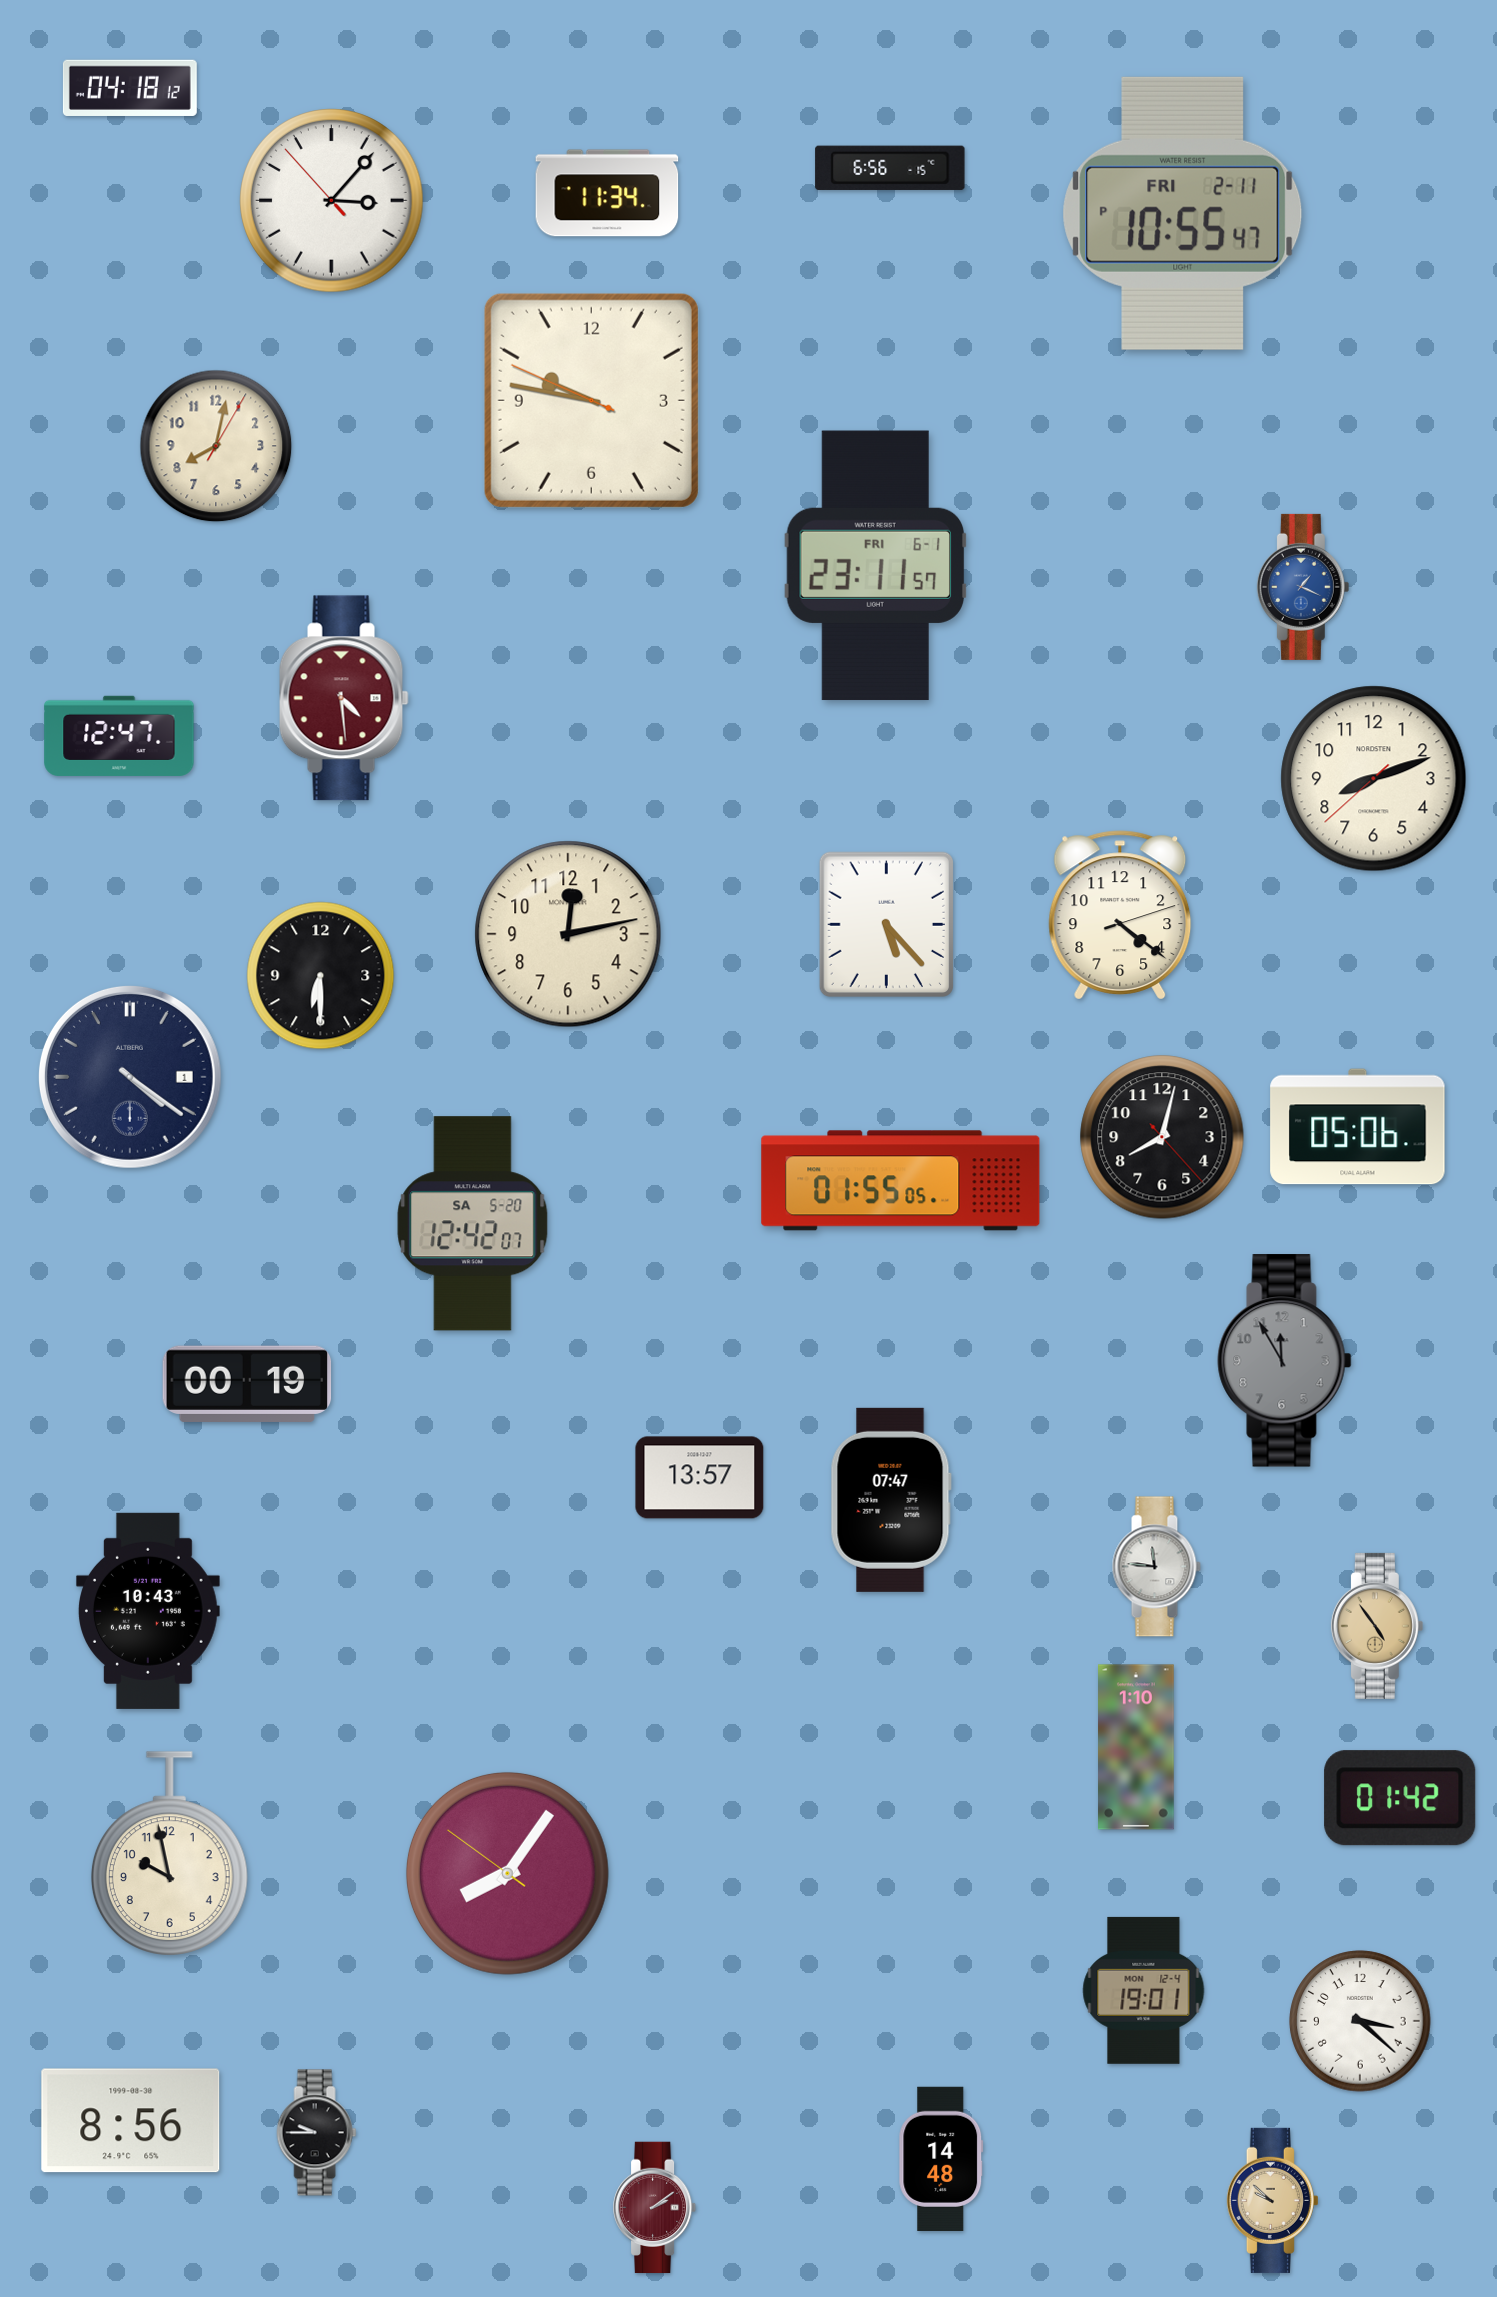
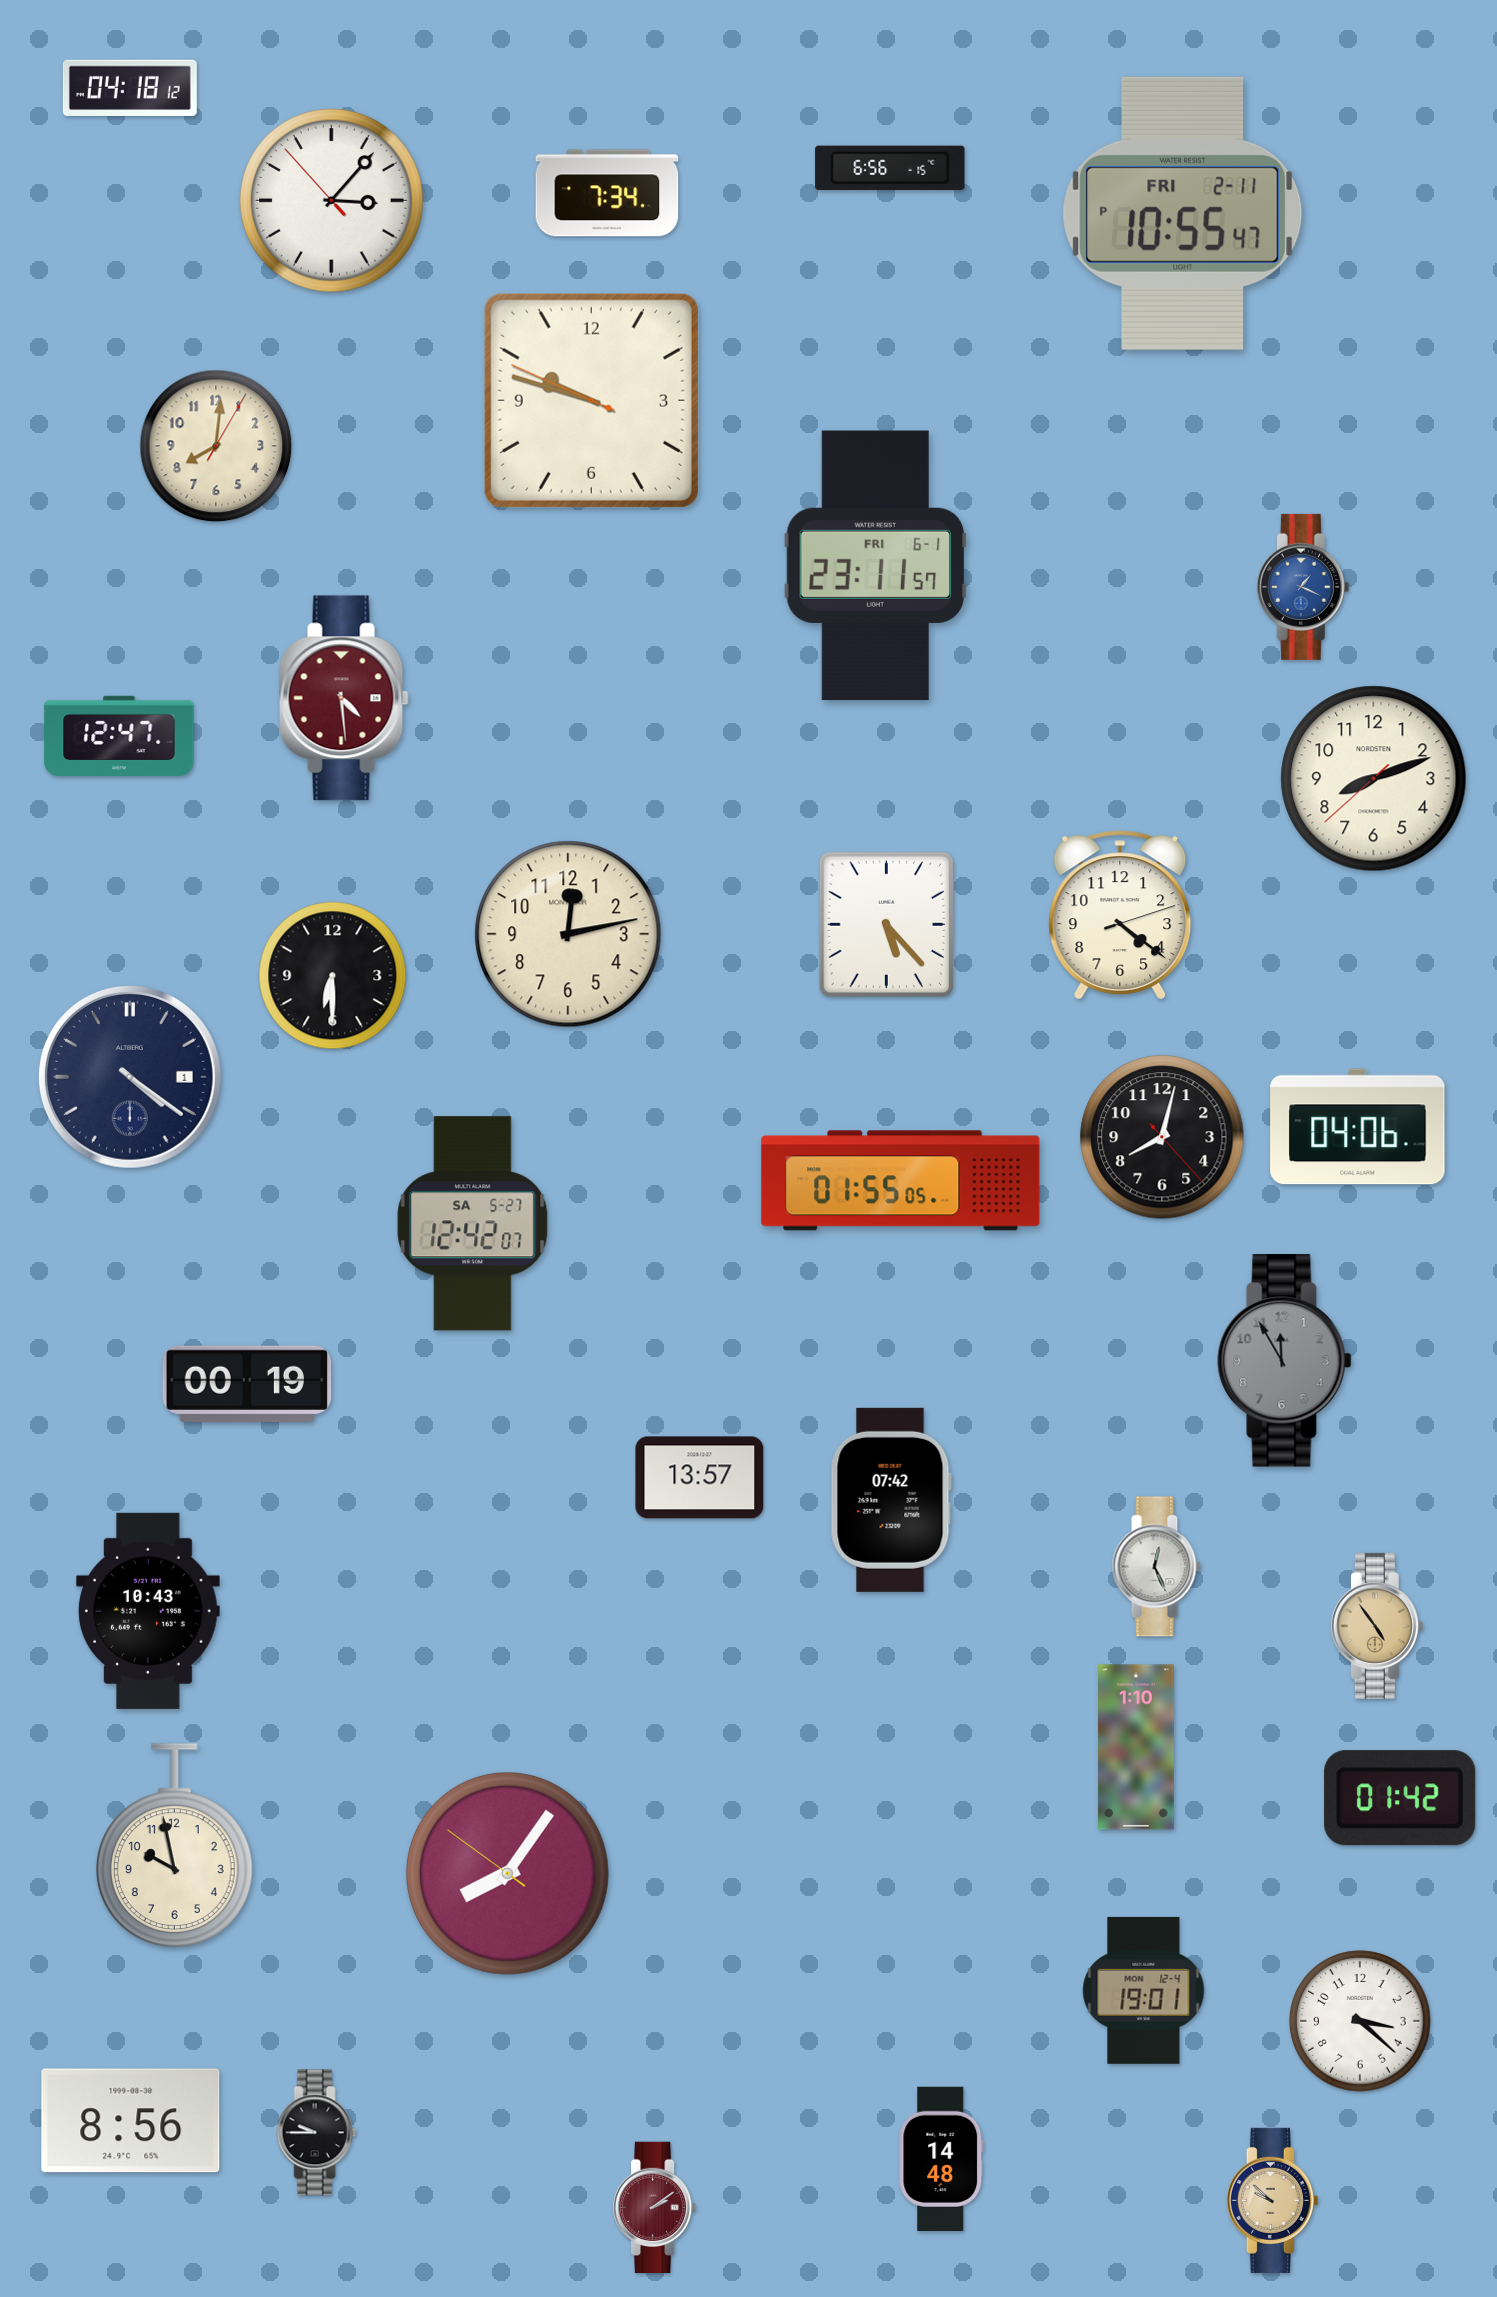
clock at (607, 193): 11:34 -> 7:34
clock at (591, 400): 9:46 -> 9:47
clock at (216, 446): 8:02 -> 8:01
clock at (321, 976) position: (321, 976) -> (333, 976)
clock at (1358, 1127): 05:06 -> 04:06
clock at (473, 1224) date: SA 5-20 -> SA 5-27
clock at (891, 1500): 07:47 -> 07:42
clock at (1156, 1567): 11:46 -> 12:26
clock at (169, 1854) position: (169, 1854) -> (174, 1846)
